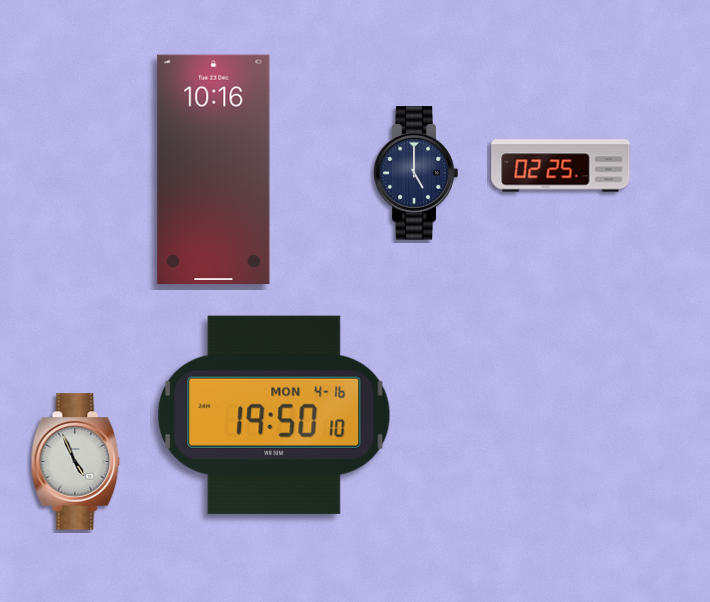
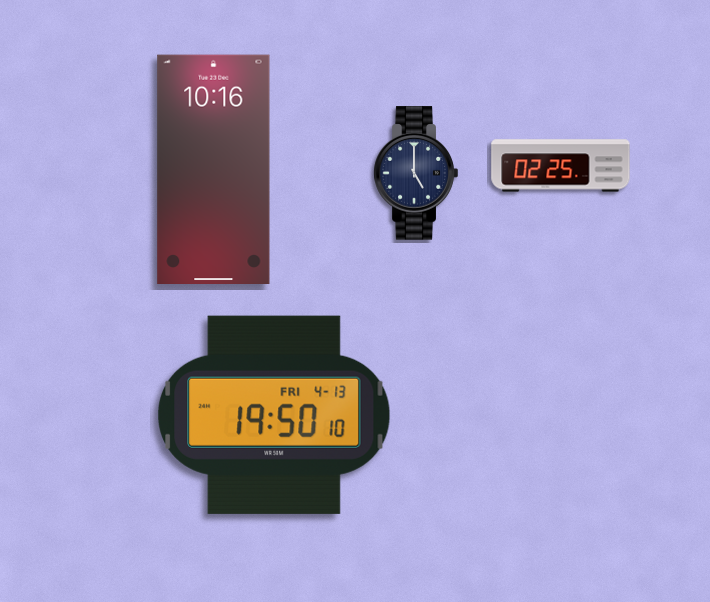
clock at (274, 415) date: MON 4-16 -> FRI 4-13
clock at (76, 462): 4:56 -> none
